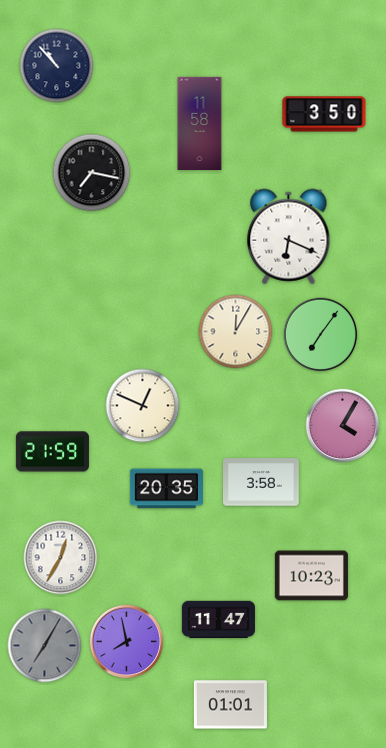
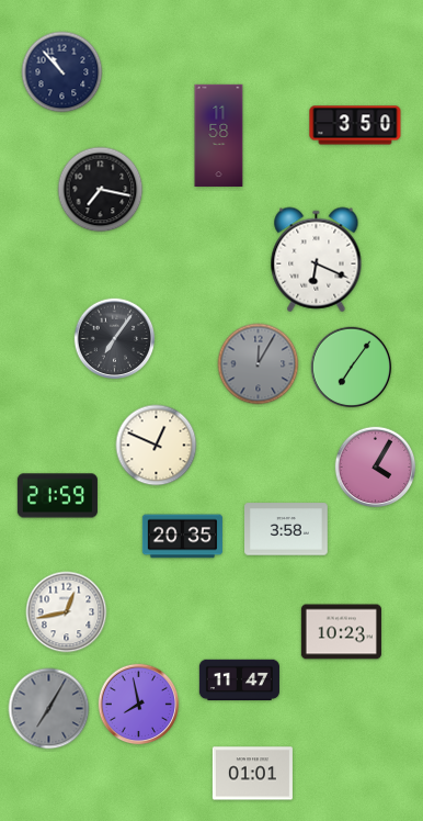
clock at (115, 339): none -> 7:06
clock at (236, 332) dial: cream -> grey
clock at (61, 558): 12:35 -> 12:43
